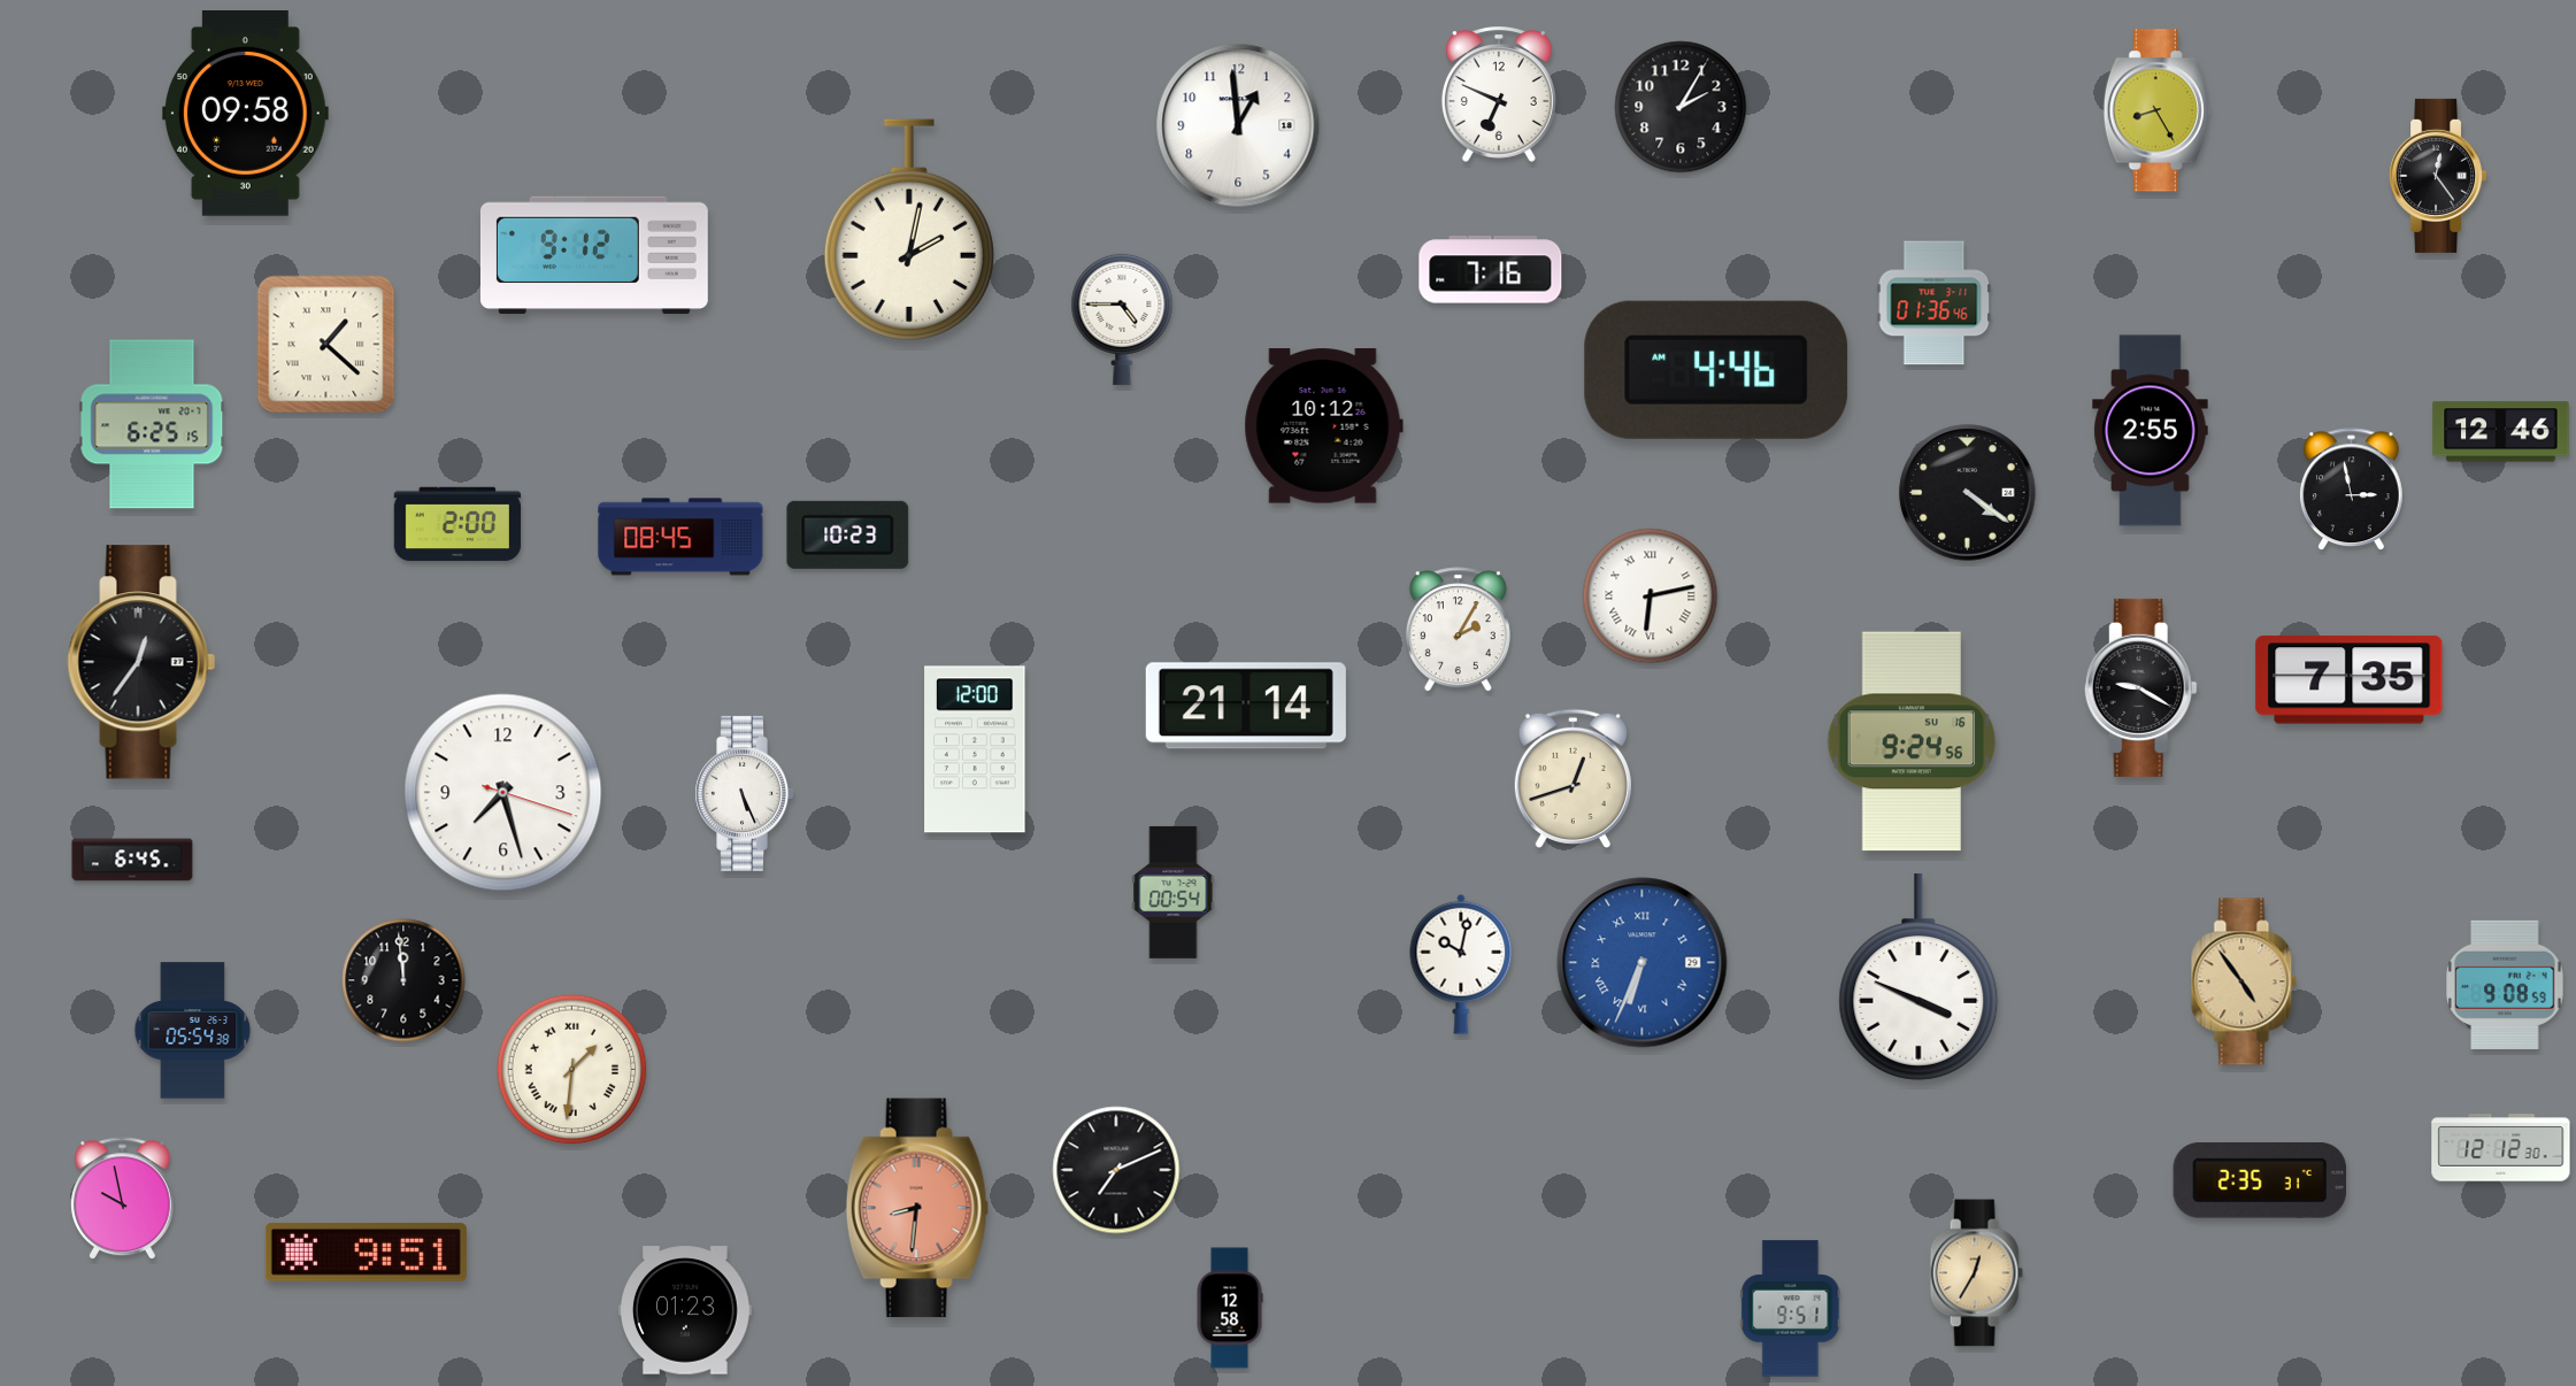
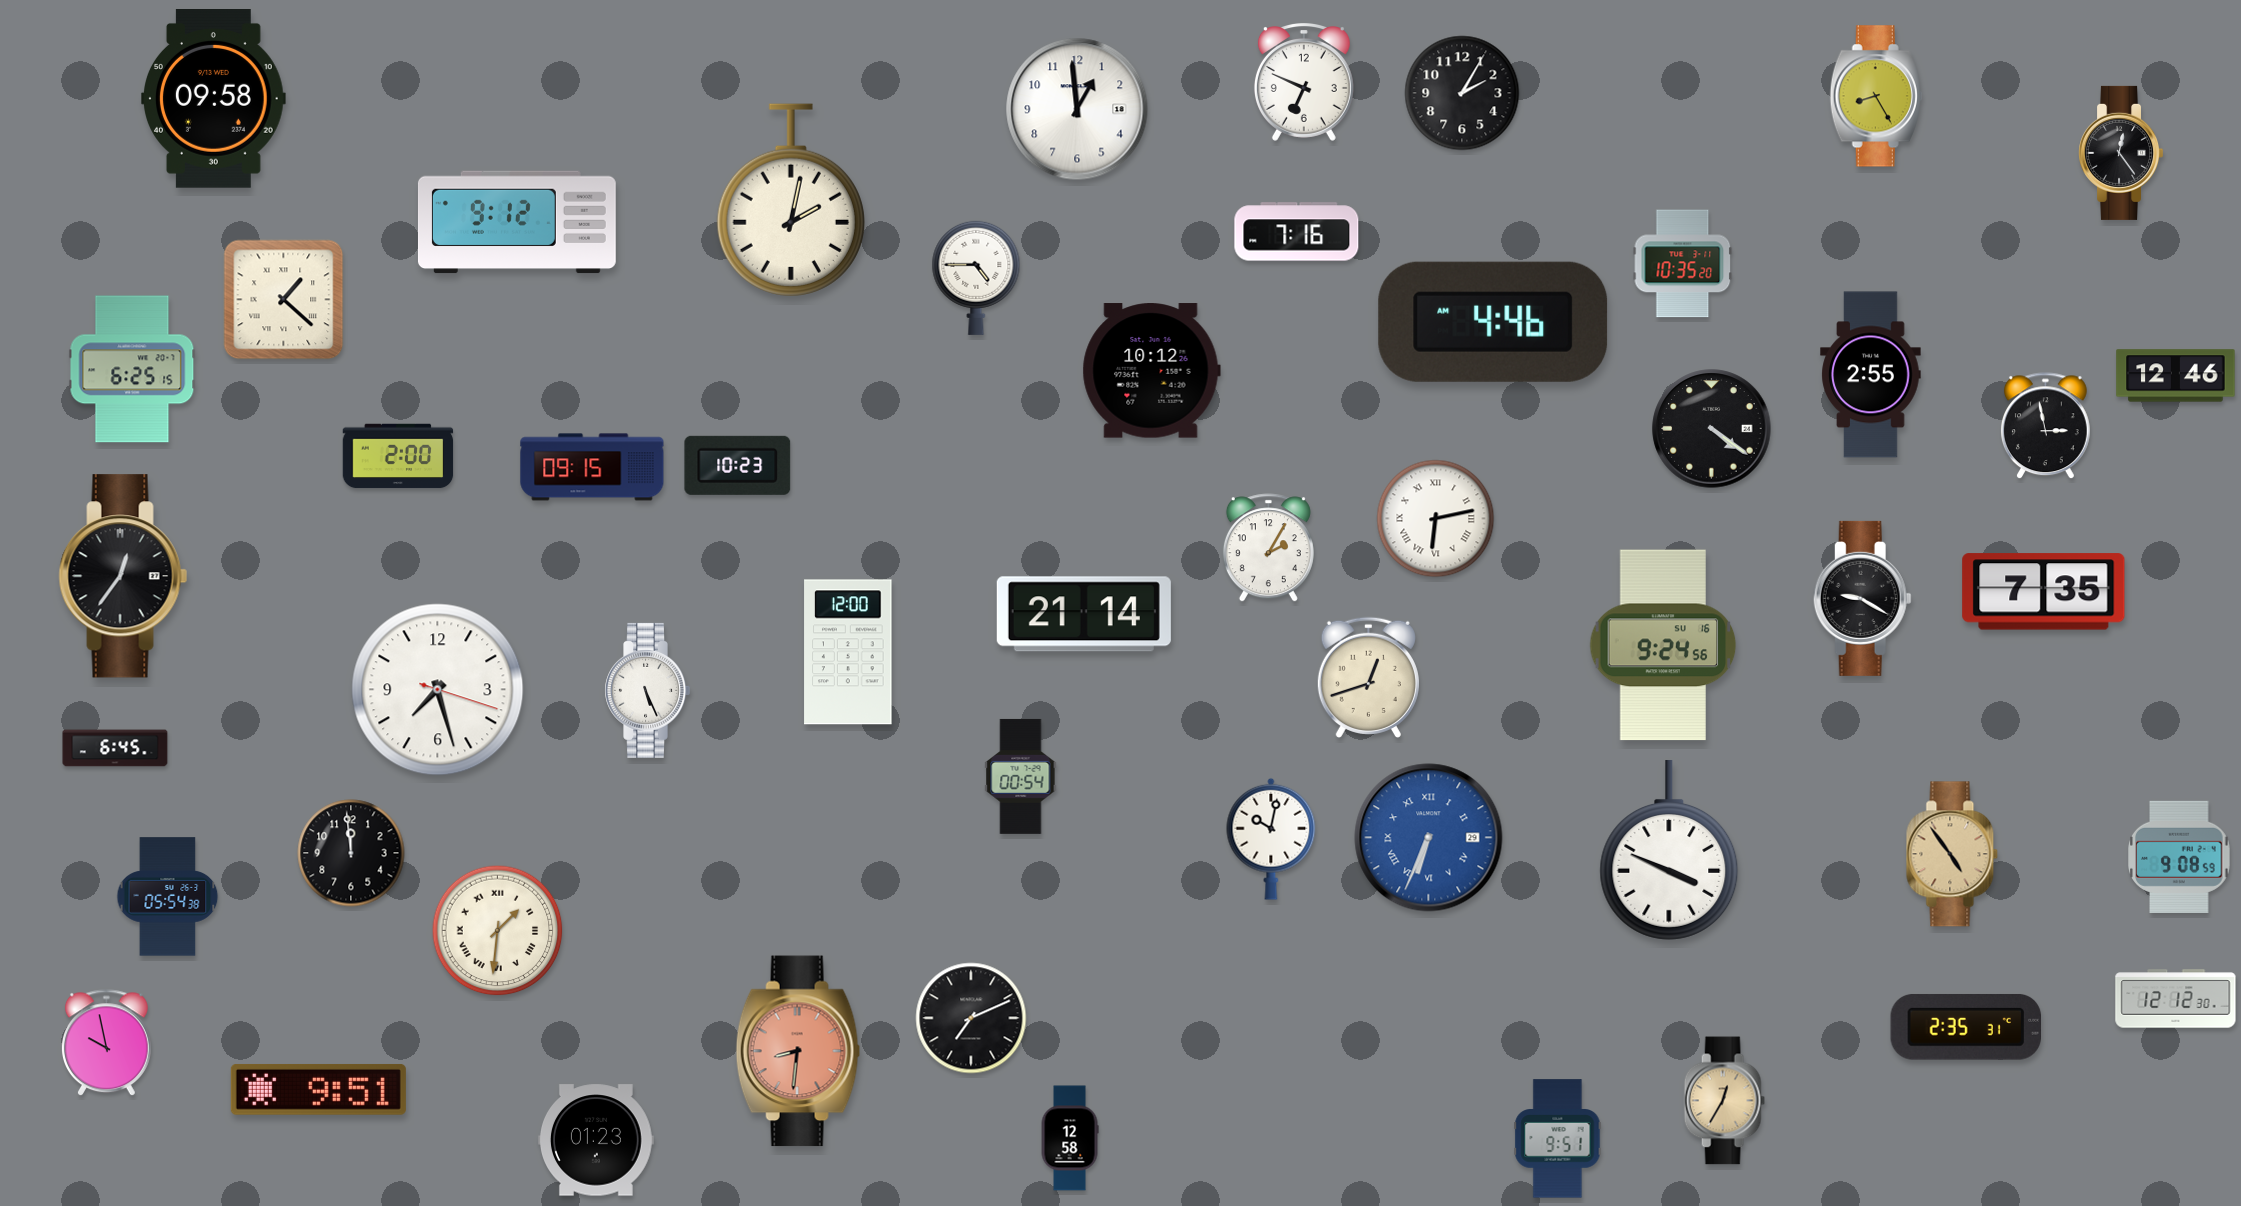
clock at (1491, 270) position: (1491, 270) -> (1297, 232)
clock at (1935, 303): 01:36 -> 10:35
clock at (680, 537): 08:45 -> 09:15
clock at (1976, 1273) position: (1976, 1273) -> (1724, 1101)
